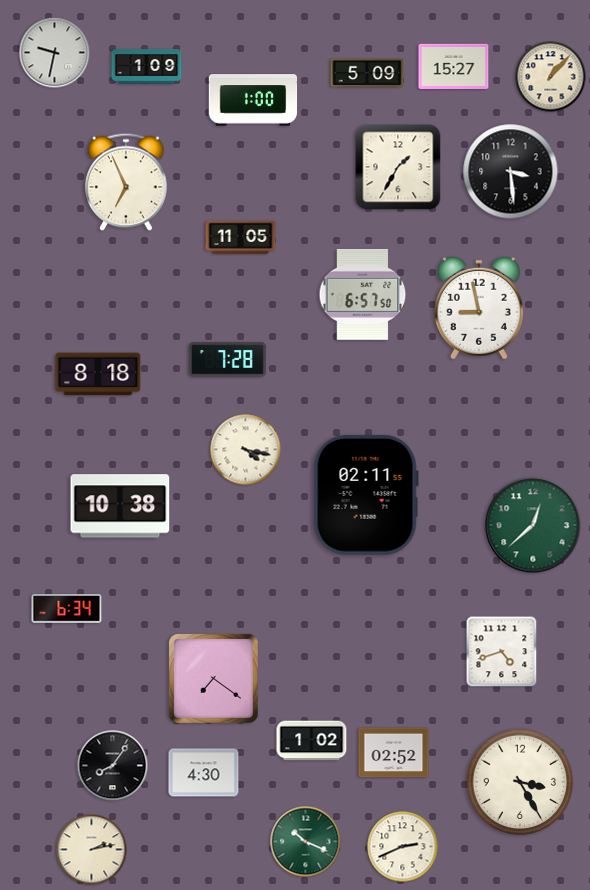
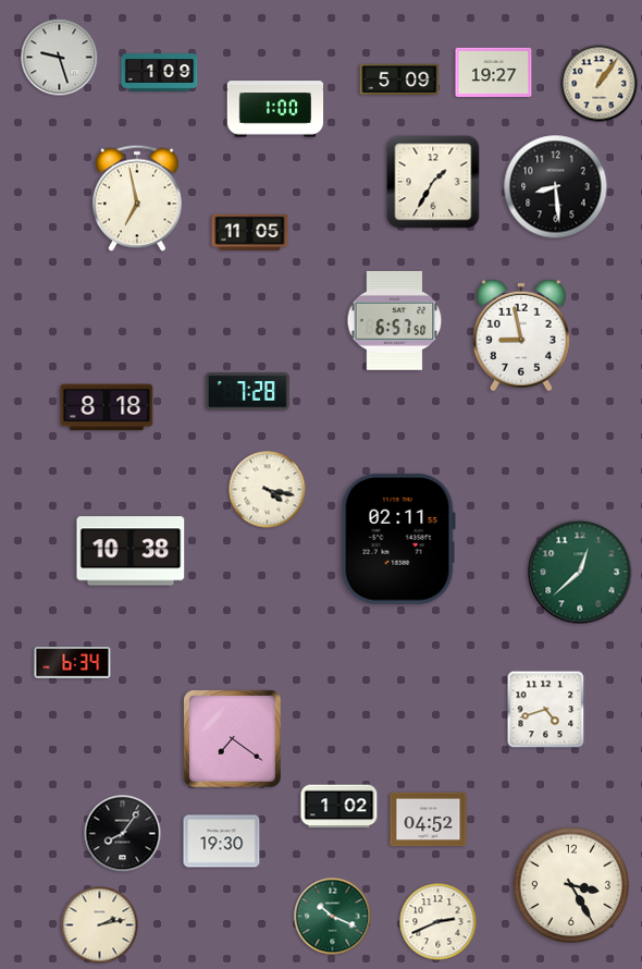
clock at (55, 53): 9:32 -> 9:27
clock at (454, 66): 15:27 -> 19:27
clock at (551, 77): 1:07 -> 1:06
clock at (511, 172): 3:29 -> 8:29
clock at (126, 182): 6:56 -> 6:58
clock at (241, 237) position: (241, 237) -> (250, 232)
clock at (394, 753): 02:52 -> 04:52
clock at (204, 773): 4:30 -> 19:30
clock at (520, 782) position: (520, 782) -> (571, 885)
